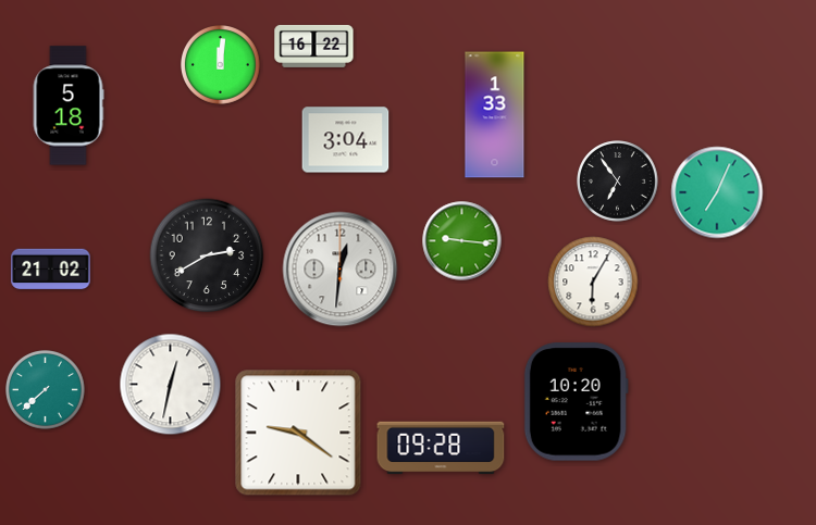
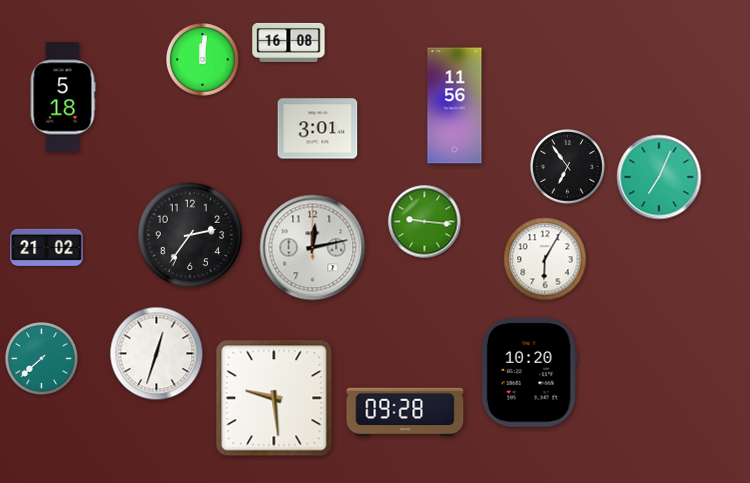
clock at (314, 46): 16:22 -> 16:08
clock at (495, 115): 1:33 -> 11:56
clock at (346, 140): 3:04 -> 3:01
clock at (207, 255): 2:40 -> 2:36
clock at (341, 270): 12:31 -> 12:13
clock at (171, 385): 12:32 -> 12:33
clock at (576, 402) position: (576, 402) -> (529, 373)
clock at (298, 433): 9:21 -> 9:29
